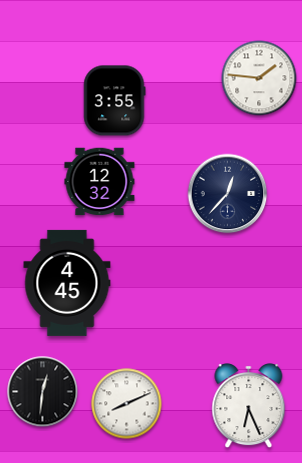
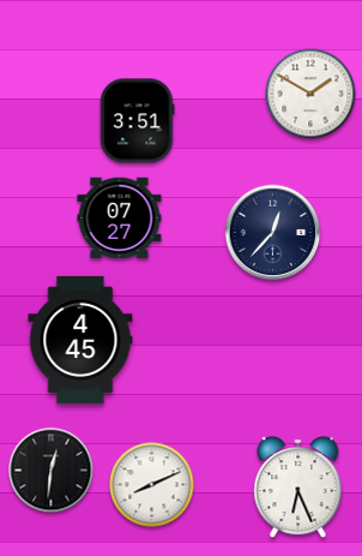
clock at (259, 78): 1:46 -> 1:50
clock at (115, 101): 3:55 -> 3:51
clock at (100, 182): 12:32 -> 07:27
